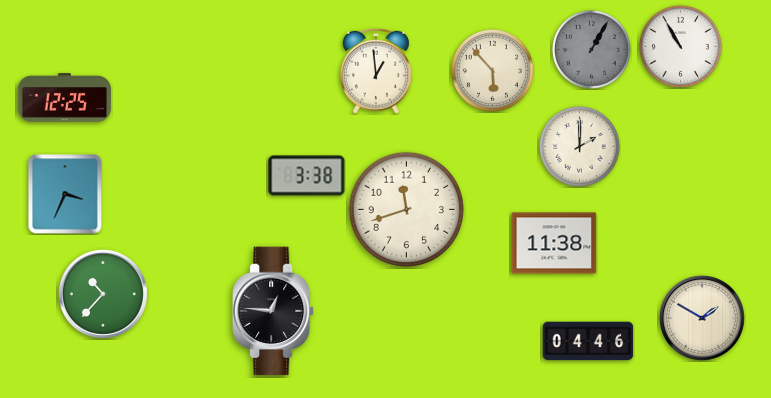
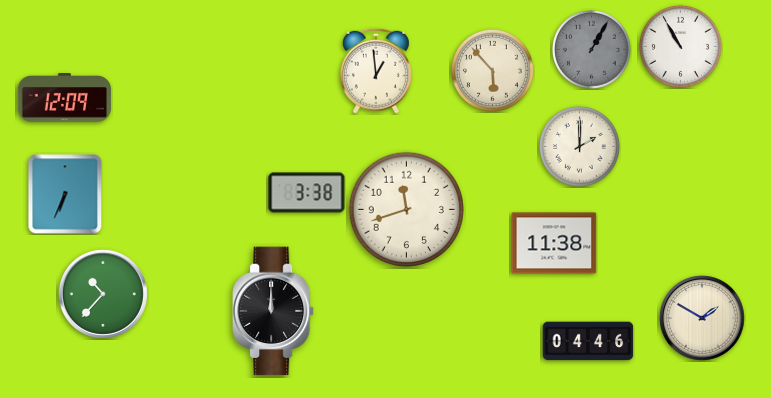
clock at (65, 98): 12:25 -> 12:09
clock at (307, 176) position: (307, 176) -> (307, 193)
clock at (65, 194): 3:34 -> 6:34
clock at (274, 311): 12:46 -> 12:00
